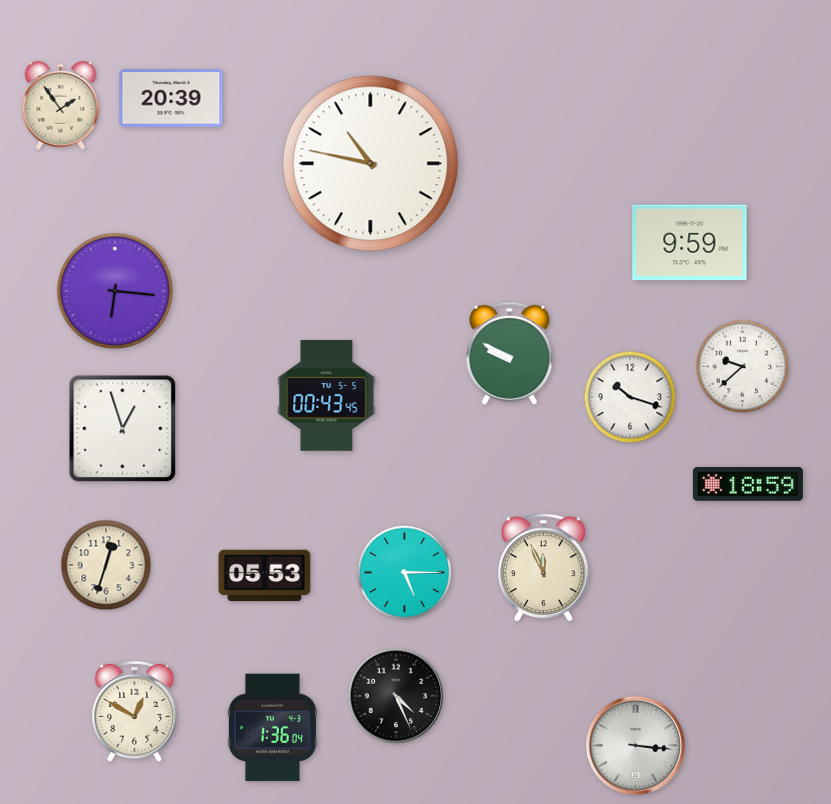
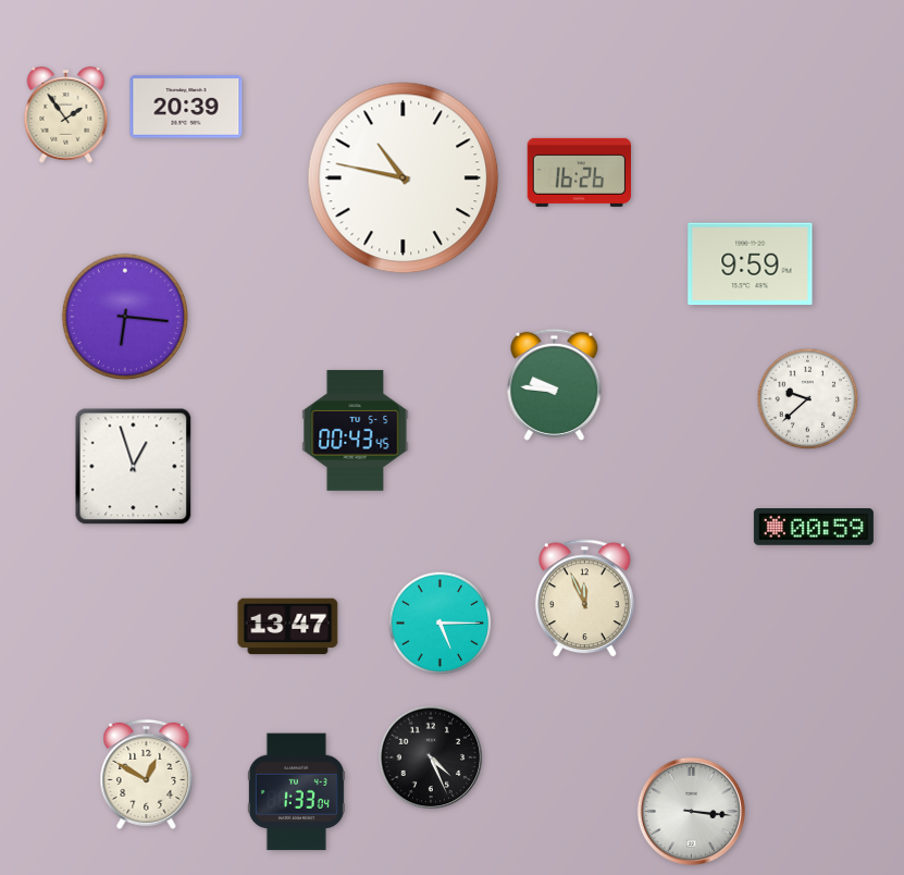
clock at (579, 172): none -> 16:26
clock at (510, 353): 9:50 -> 9:46
clock at (630, 397): 10:18 -> none
clock at (748, 485): 18:59 -> 00:59
clock at (106, 565): 12:33 -> none
clock at (543, 568) position: (543, 568) -> (584, 599)
clock at (265, 576): 05:53 -> 13:47
clock at (272, 728): 1:36 -> 1:33
